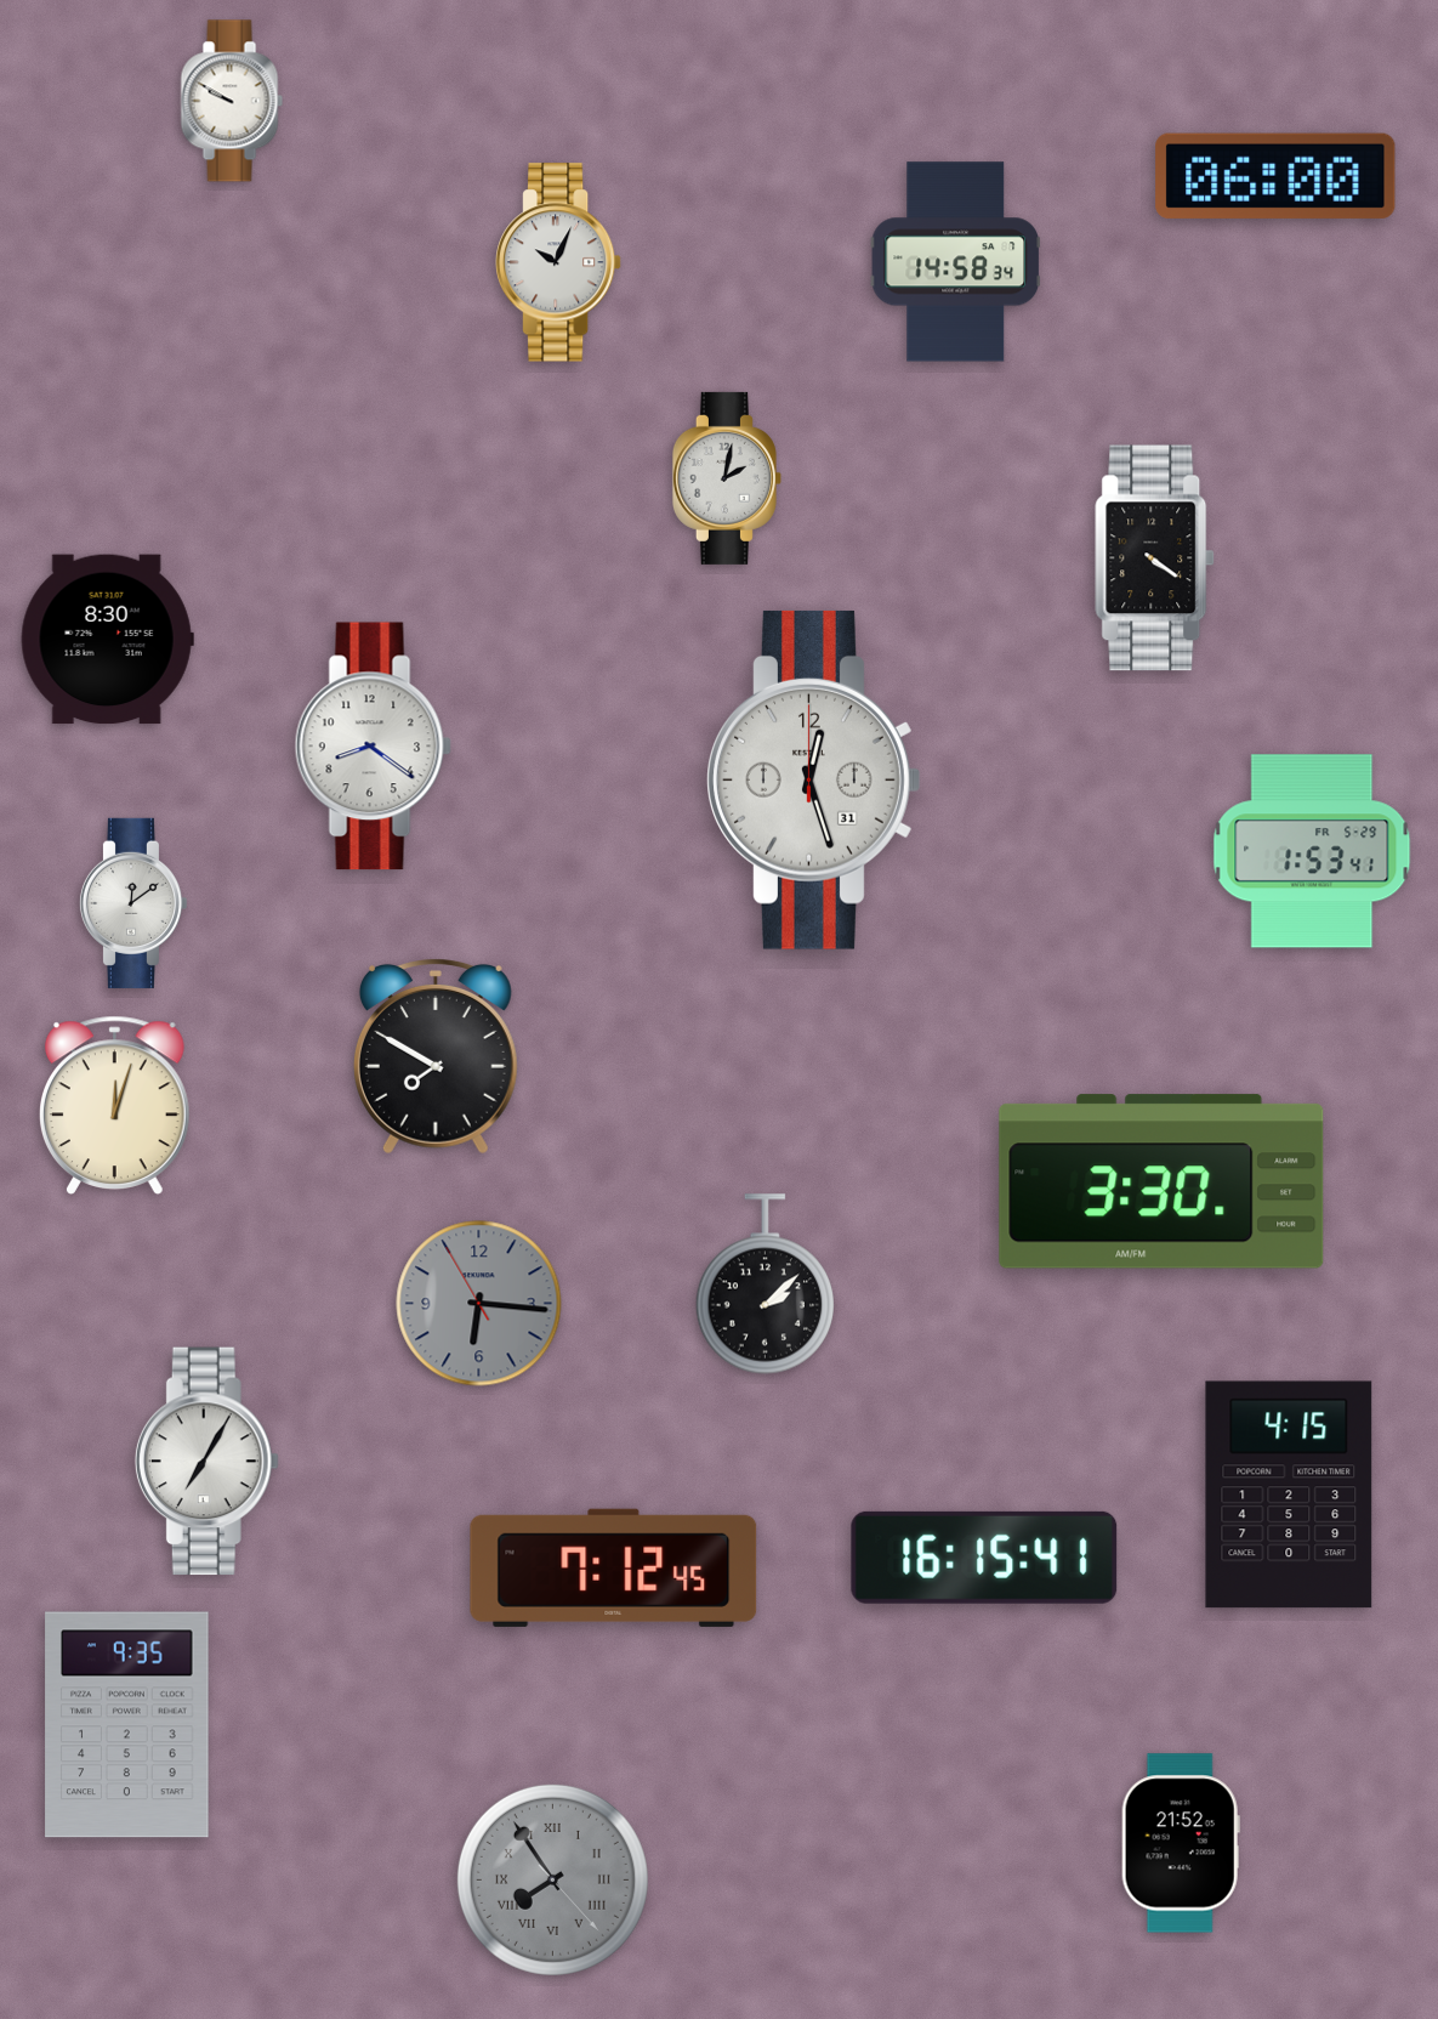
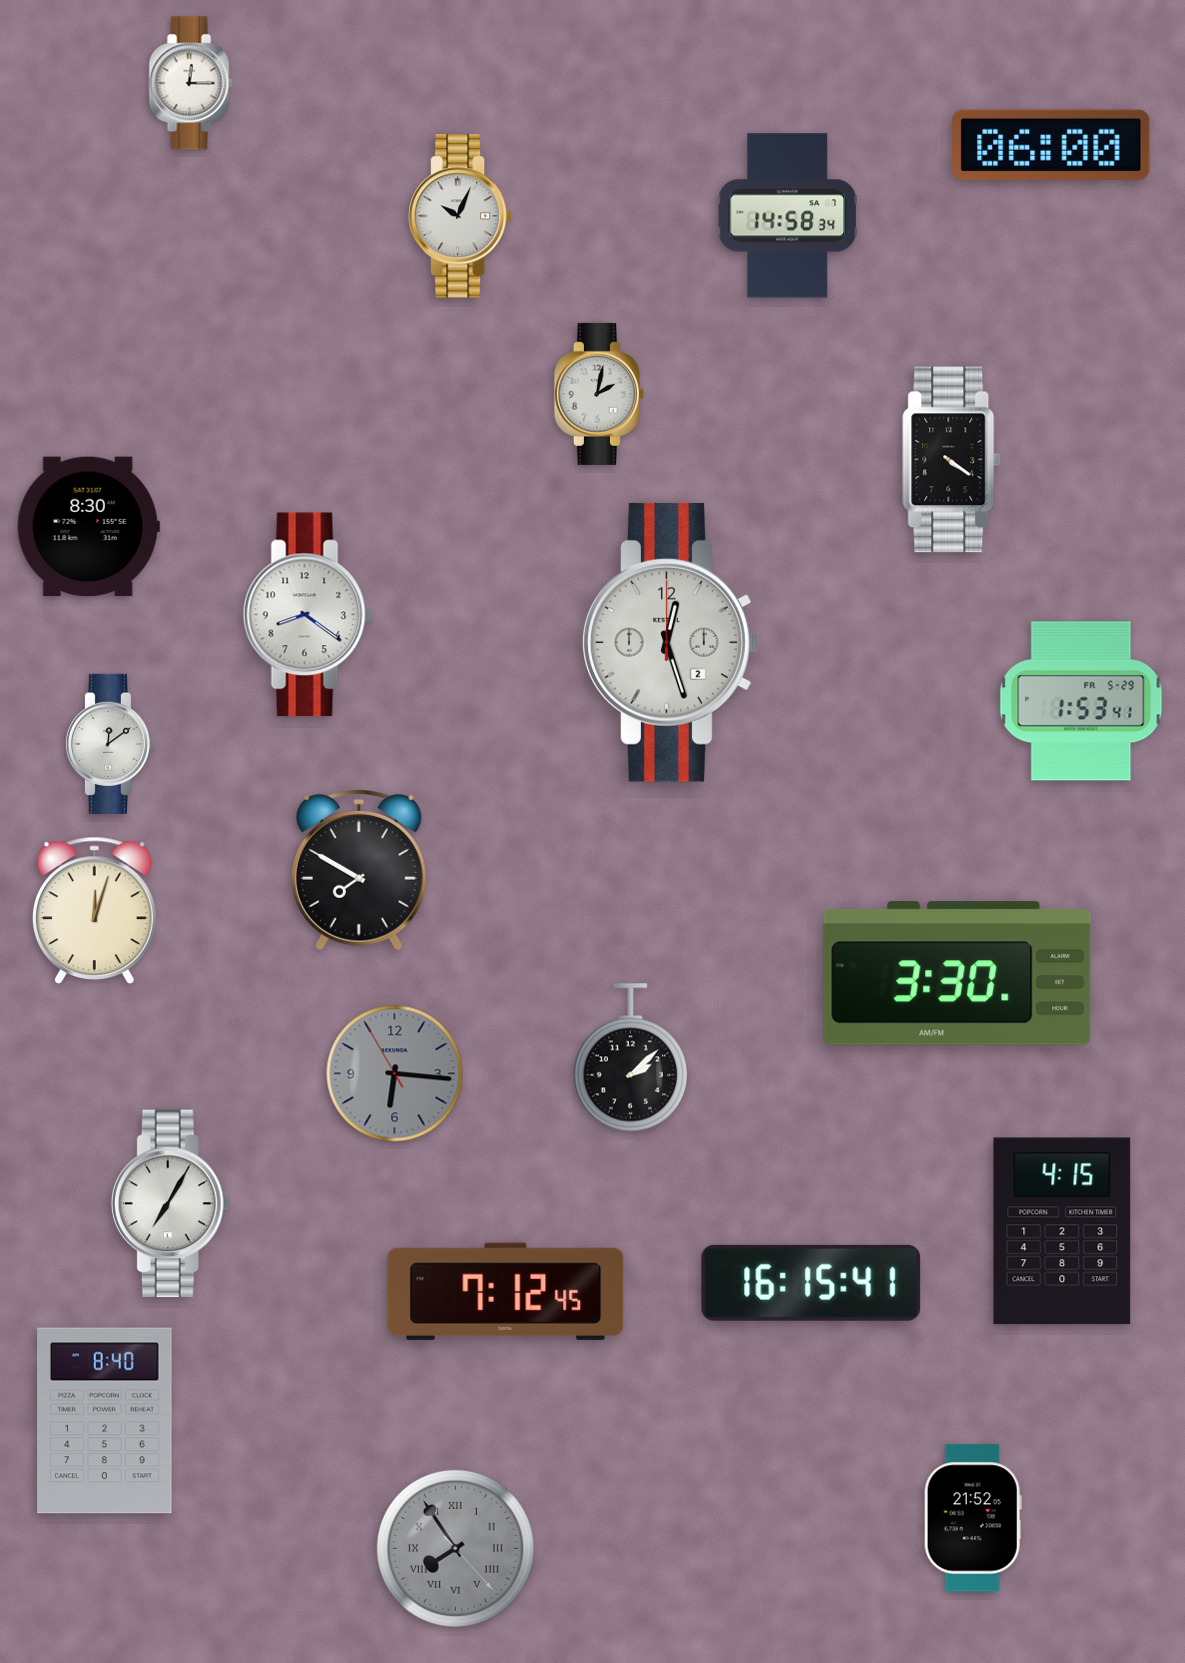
clock at (232, 101): 9:50 -> 12:15
clock at (814, 779) date: 31 -> 2
clock at (127, 1725): 9:35 -> 8:40
